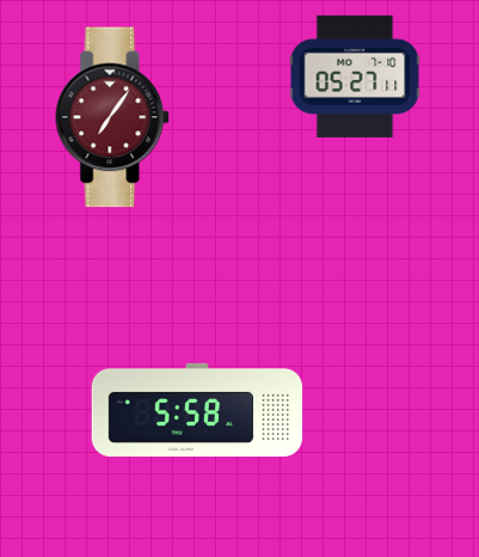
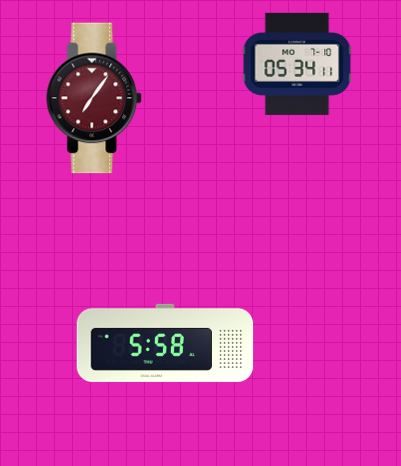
clock at (355, 76): 05:27 -> 05:34
